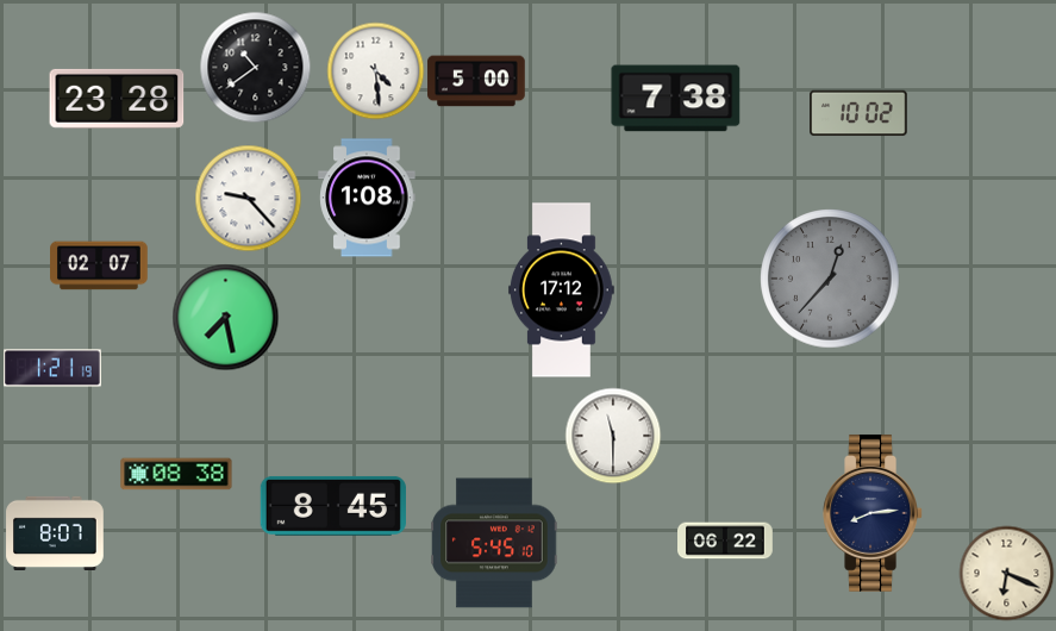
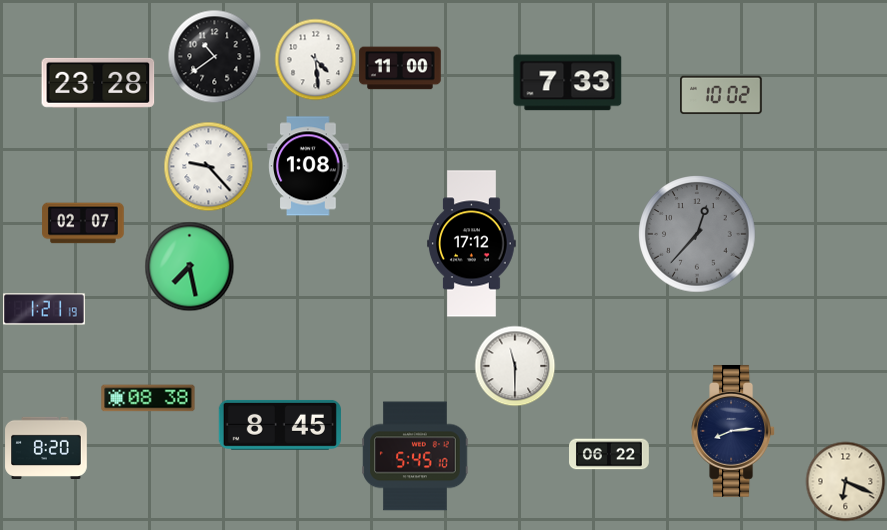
clock at (476, 81): 5:00 -> 11:00
clock at (676, 99): 7:38 -> 7:33
clock at (55, 532): 8:07 -> 8:20
